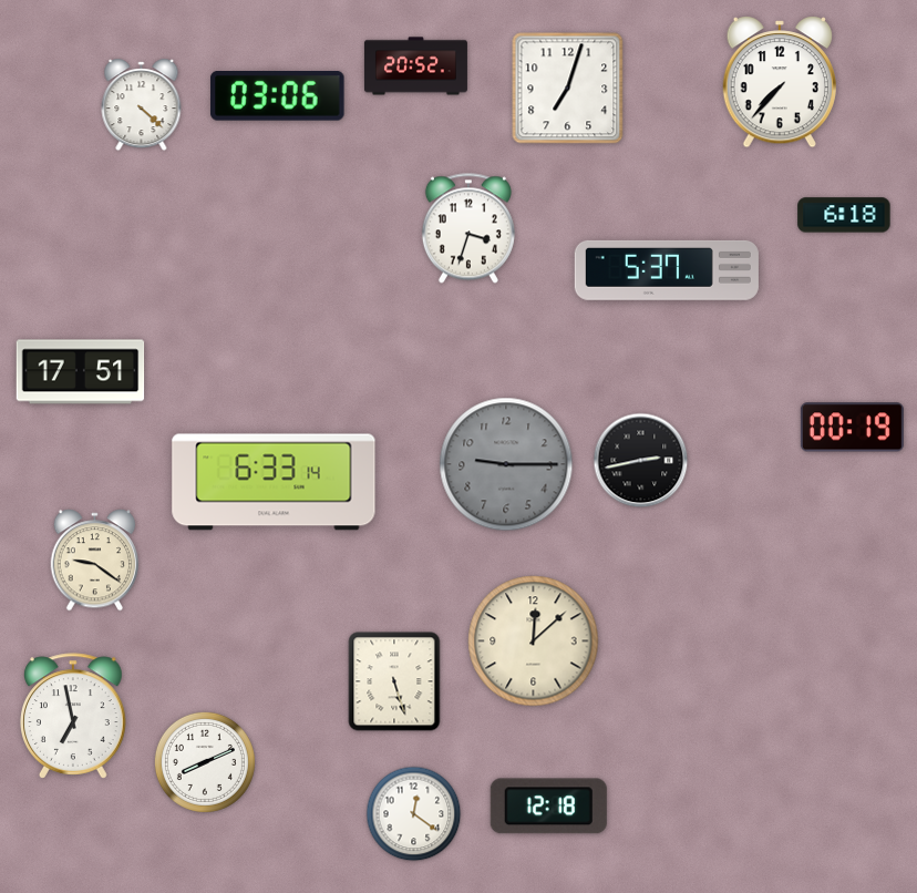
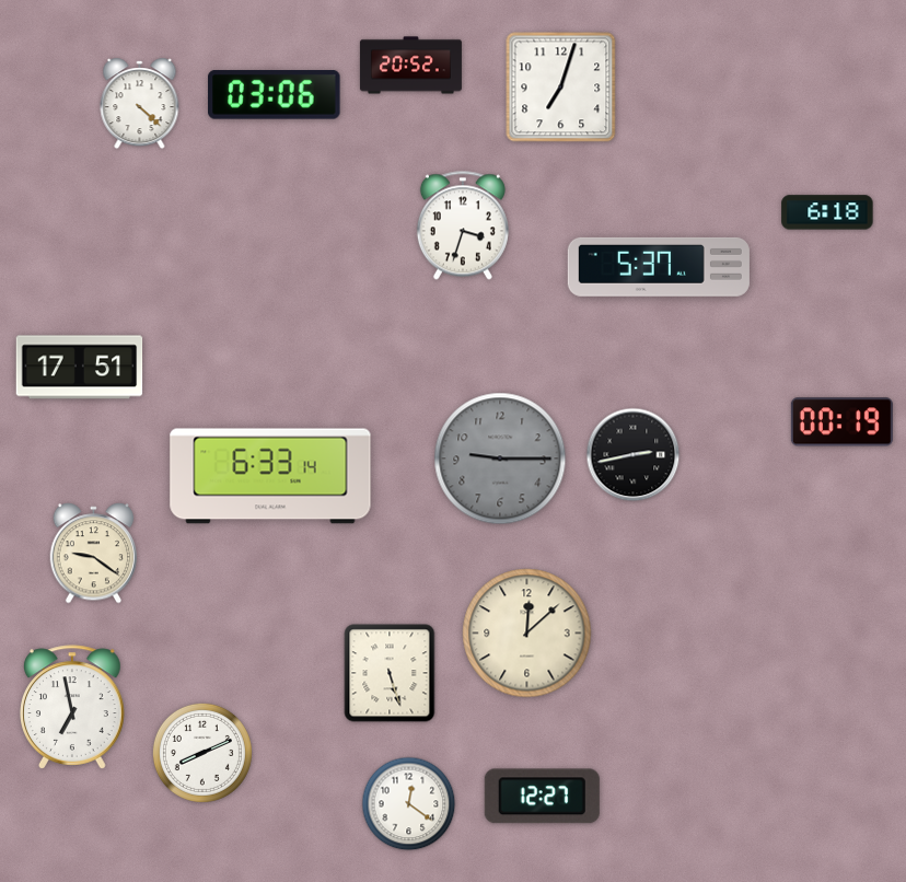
clock at (779, 82): 7:37 -> none
clock at (844, 215) position: (844, 215) -> (827, 212)
clock at (548, 807): 12:18 -> 12:27
